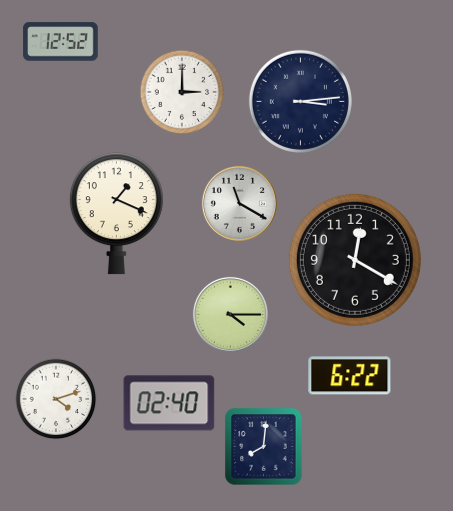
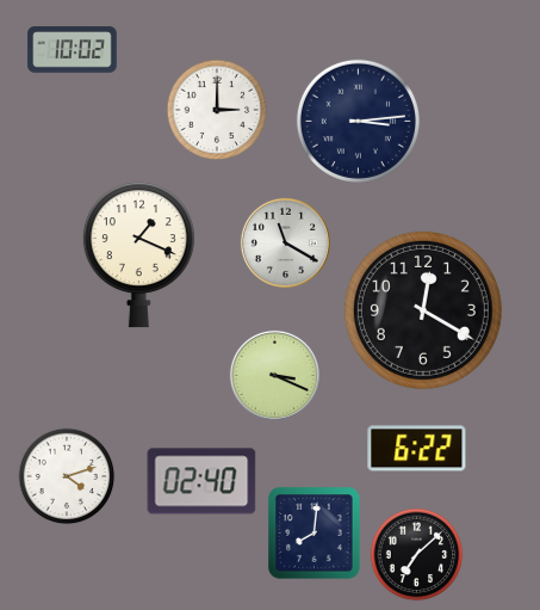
clock at (61, 42): 12:52 -> 10:02
clock at (230, 314): 4:15 -> 3:19
clock at (417, 555): none -> 7:08
